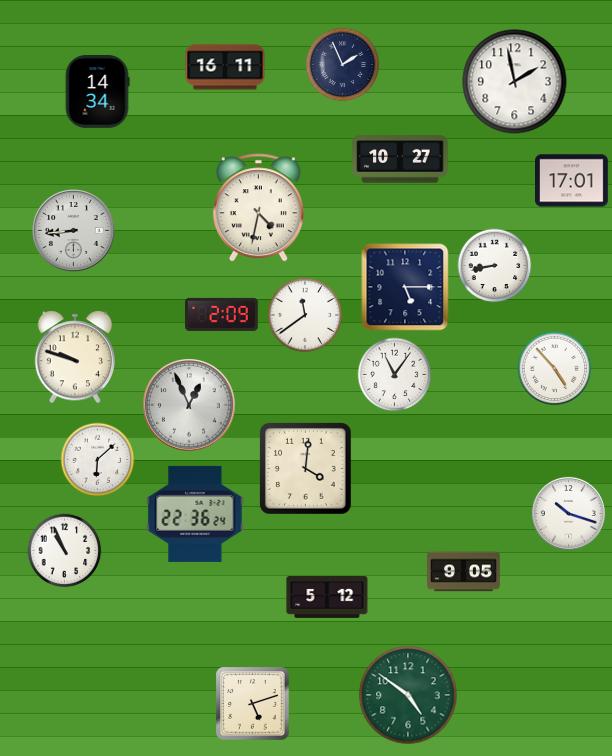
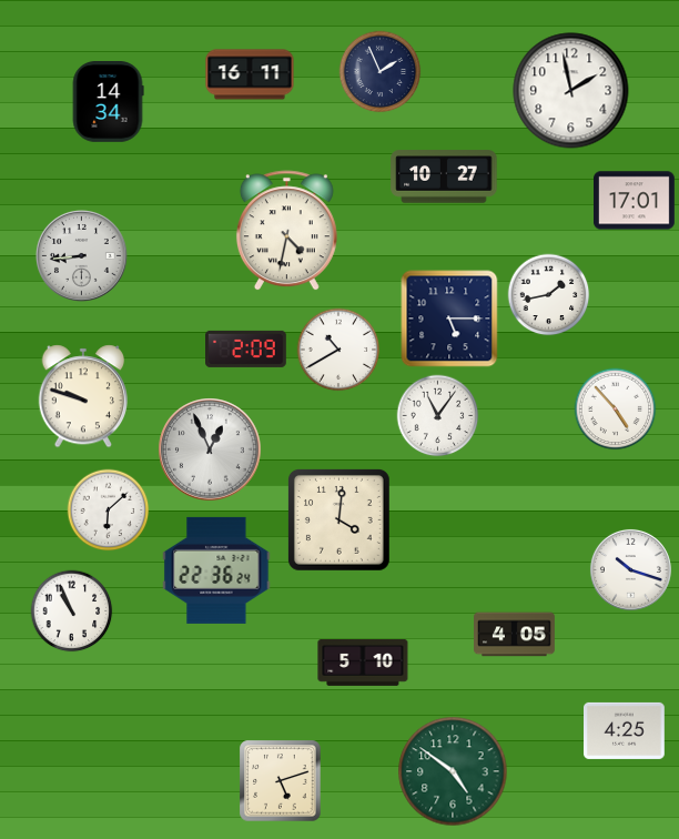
clock at (495, 266): 8:43 -> 1:43
clock at (305, 315): 11:39 -> 10:40
clock at (464, 572): 9:05 -> 4:05
clock at (327, 597): 5:12 -> 5:10
clock at (625, 730): none -> 4:25
